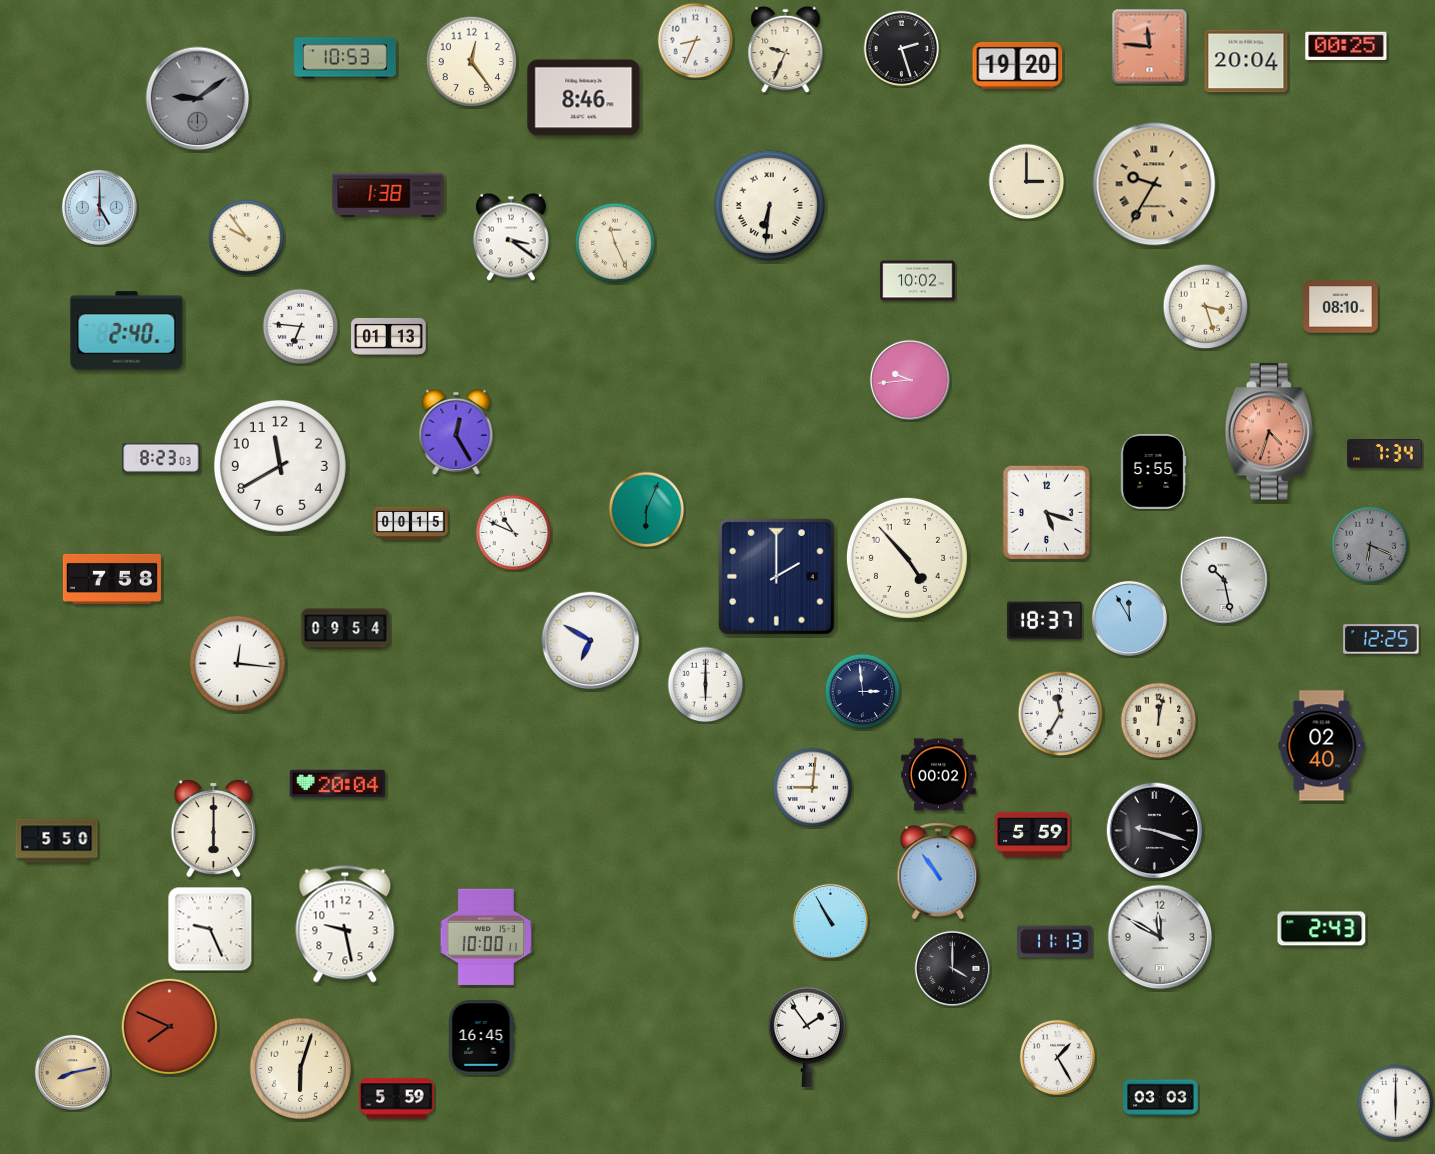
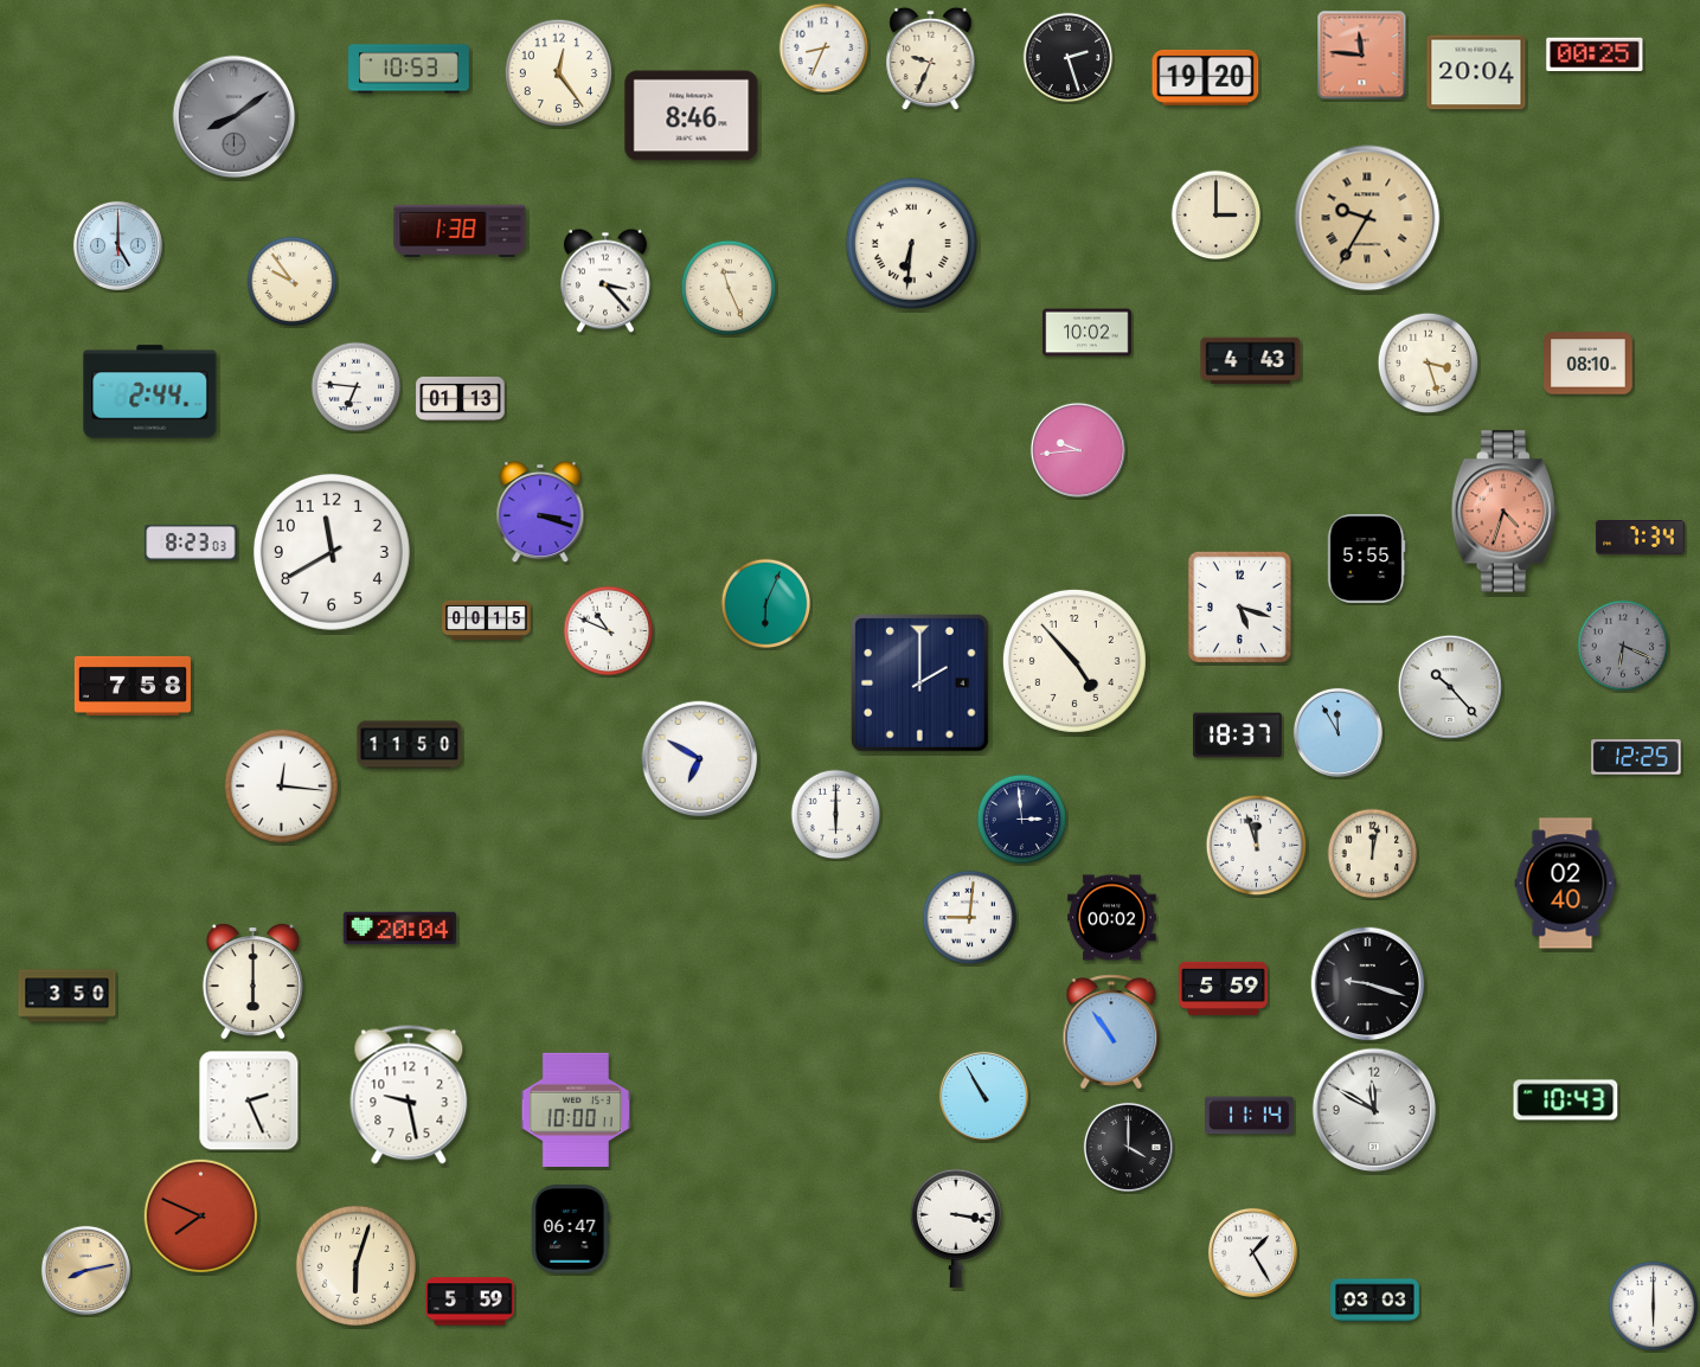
clock at (198, 99): 9:09 -> 8:09
clock at (511, 237): 3:21 -> 3:23
clock at (1251, 361): none -> 4:43
clock at (127, 331): 2:40 -> 2:44
clock at (456, 432): 12:25 -> 3:18
clock at (1223, 579): 10:28 -> 10:23
clock at (346, 629): 09:54 -> 11:50
clock at (706, 685) position: (706, 685) -> (836, 815)
clock at (1061, 714): 11:35 -> 11:57
clock at (813, 788) position: (813, 788) -> (970, 918)
clock at (57, 841): 5:50 -> 3:50
clock at (830, 921) position: (830, 921) -> (983, 1096)
clock at (210, 929): 9:26 -> 2:26
clock at (1322, 929): 2:43 -> 10:43
clock at (1055, 942): 11:13 -> 11:14
clock at (807, 1037): 1:54 -> 3:17
clock at (482, 1038): 16:45 -> 06:47
